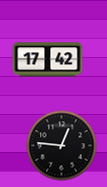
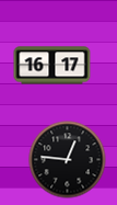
clock at (48, 60): 17:42 -> 16:17
